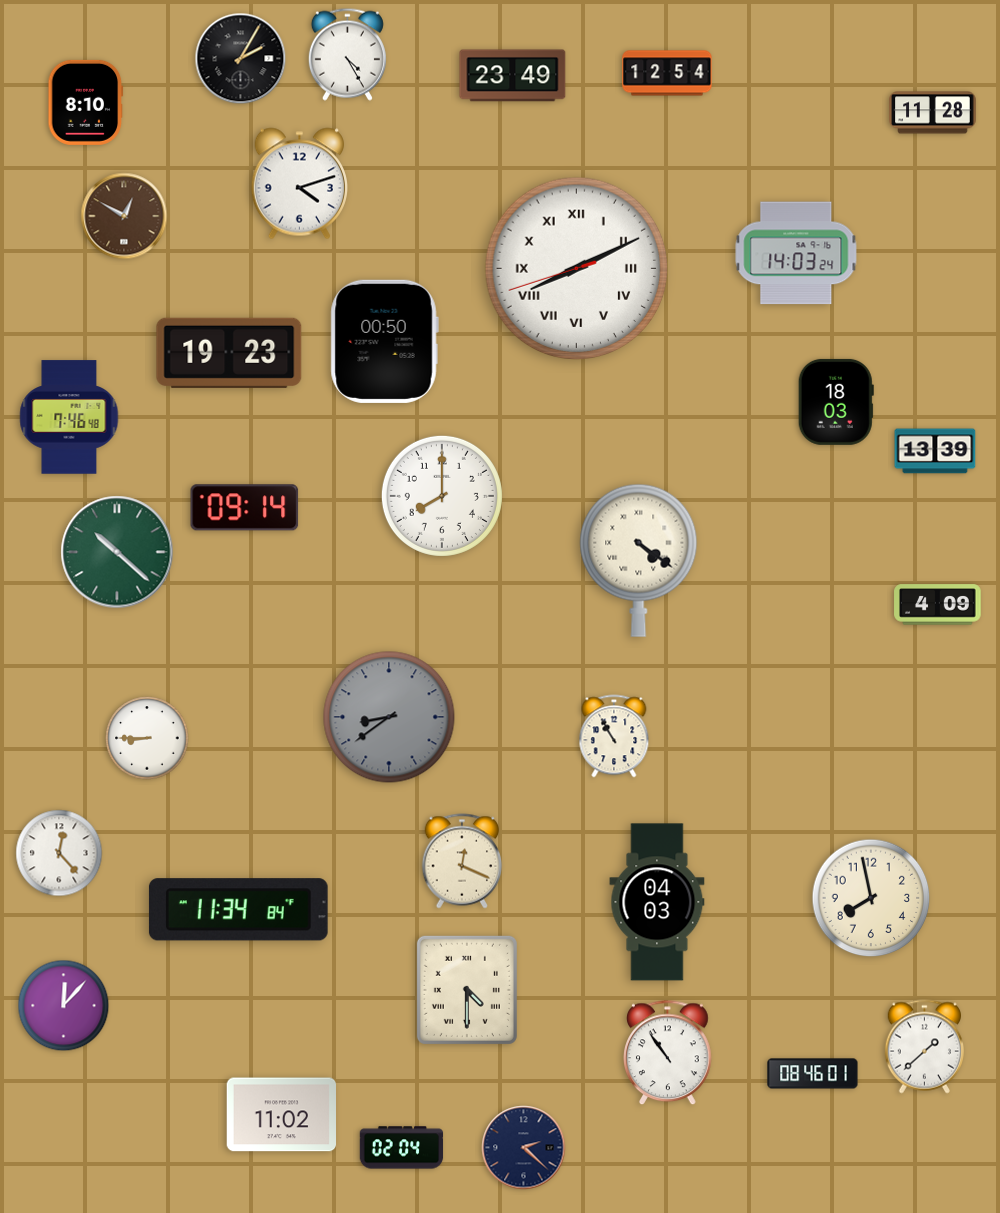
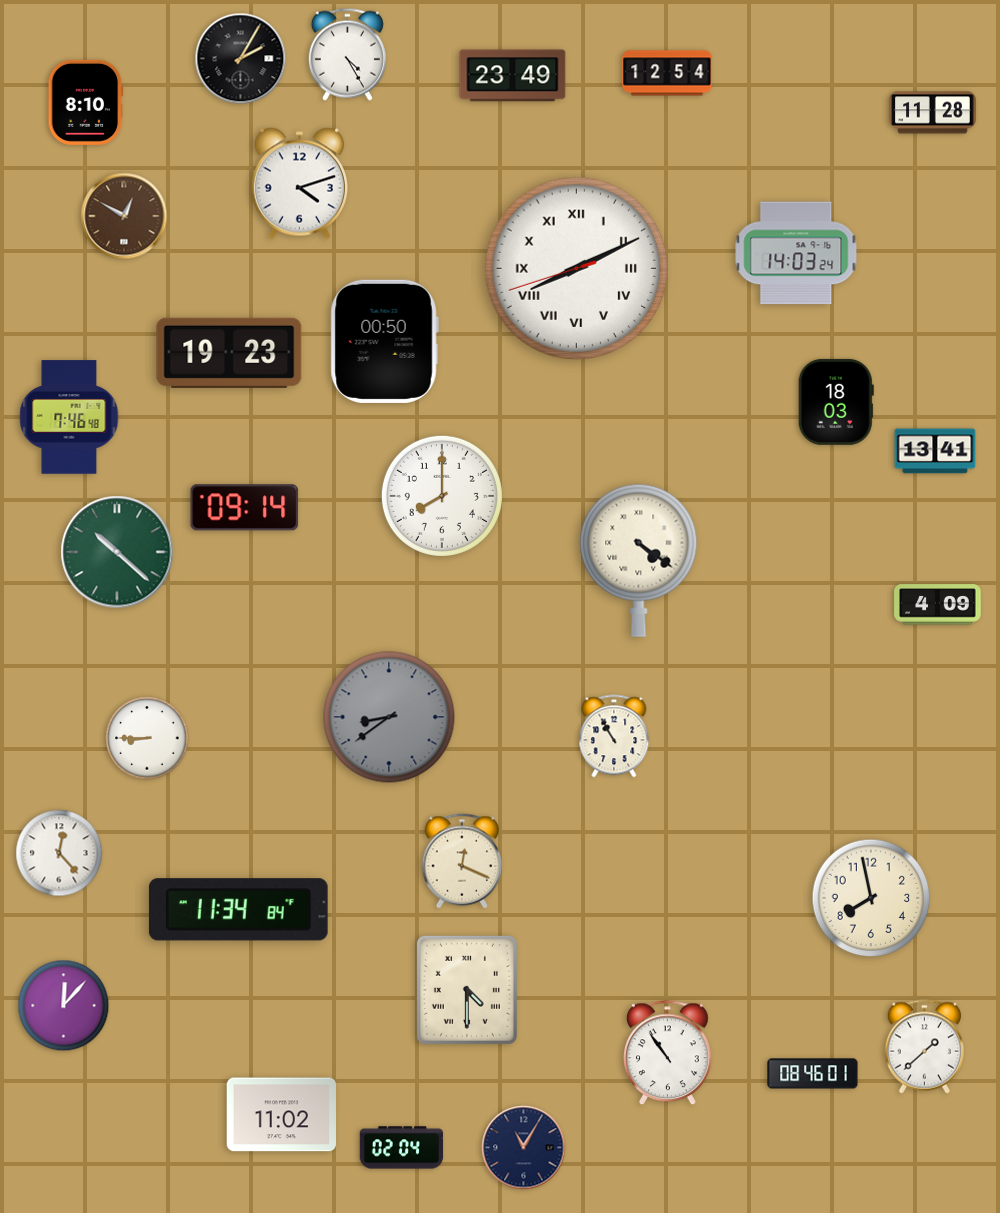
clock at (935, 451): 13:39 -> 13:41
clock at (657, 902): 04:03 -> none
clock at (524, 1148): 2:22 -> 11:05
